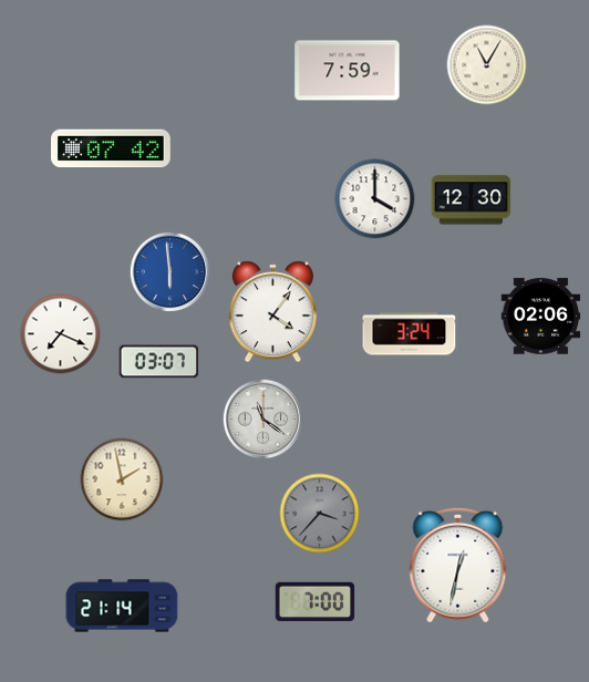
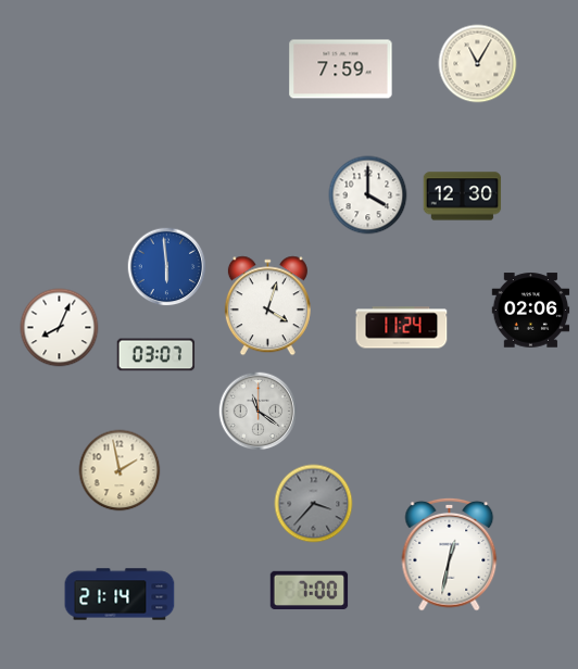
clock at (112, 148): 07:42 -> none
clock at (272, 312): 4:06 -> 4:03
clock at (61, 334): 7:19 -> 8:04
clock at (410, 334): 3:24 -> 11:24
